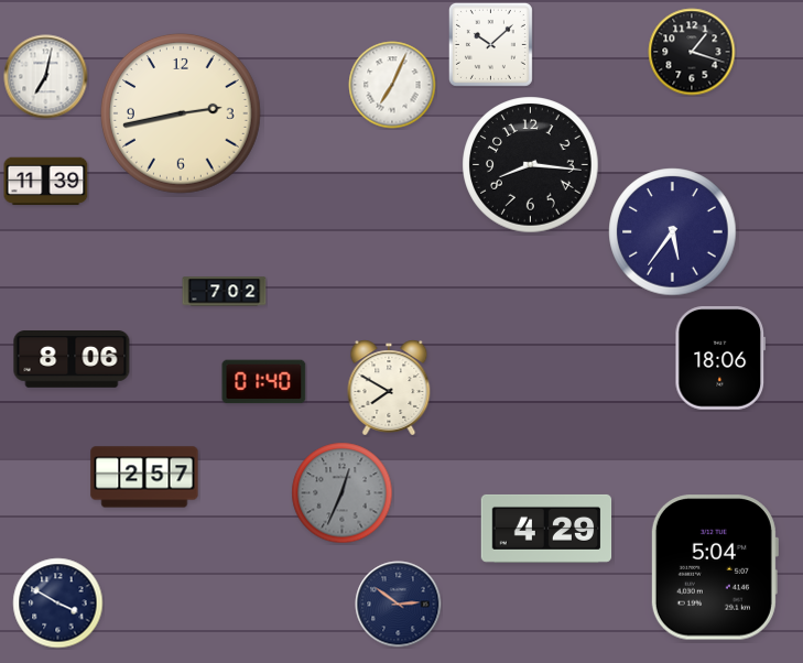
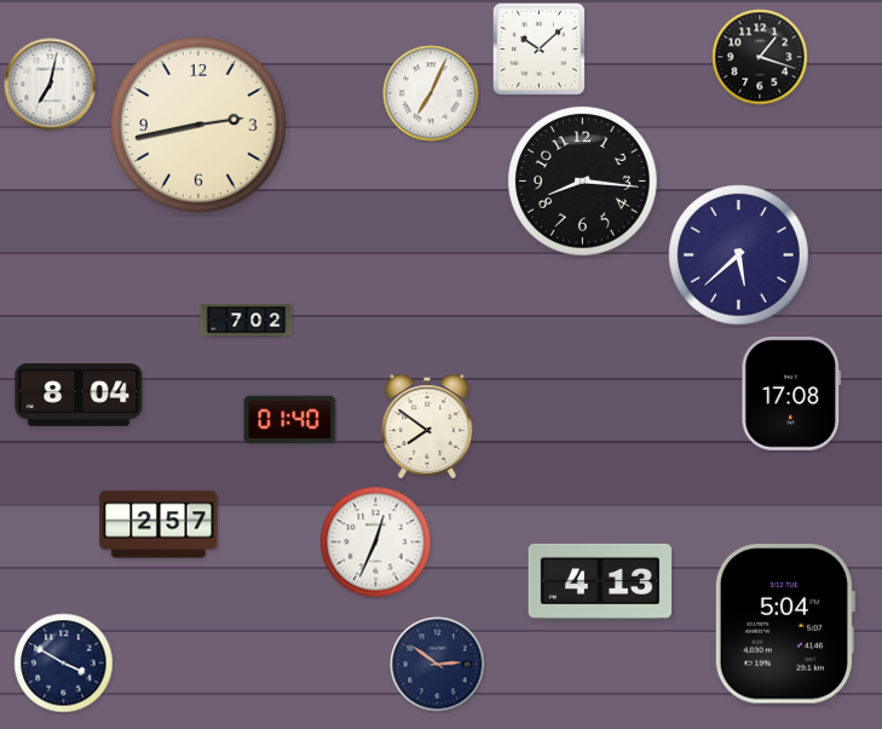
clock at (46, 182): 11:39 -> none
clock at (673, 232): 5:36 -> 5:38
clock at (720, 358): 18:06 -> 17:08
clock at (72, 360): 8:06 -> 8:04
clock at (389, 388): 7:50 -> 7:51
clock at (343, 493) dial: grey -> white
clock at (546, 529): 4:29 -> 4:13
